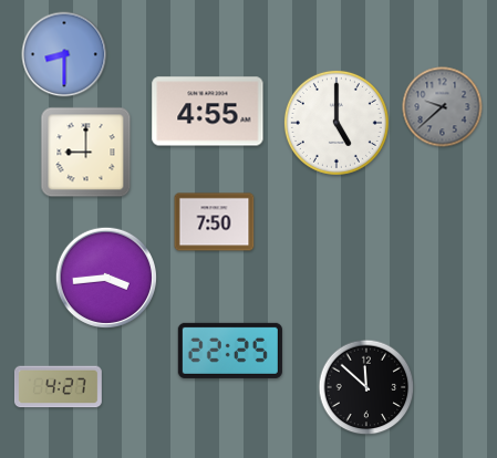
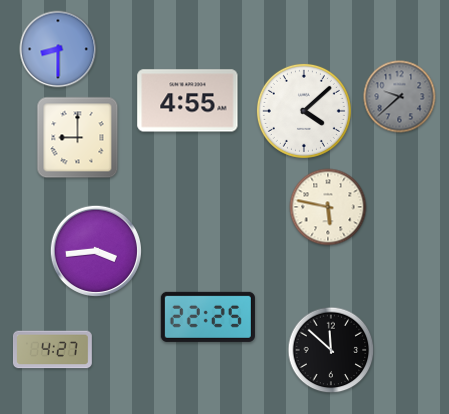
clock at (336, 123): 5:00 -> 4:08
clock at (215, 222): 7:50 -> none
clock at (328, 207): none -> 5:47
